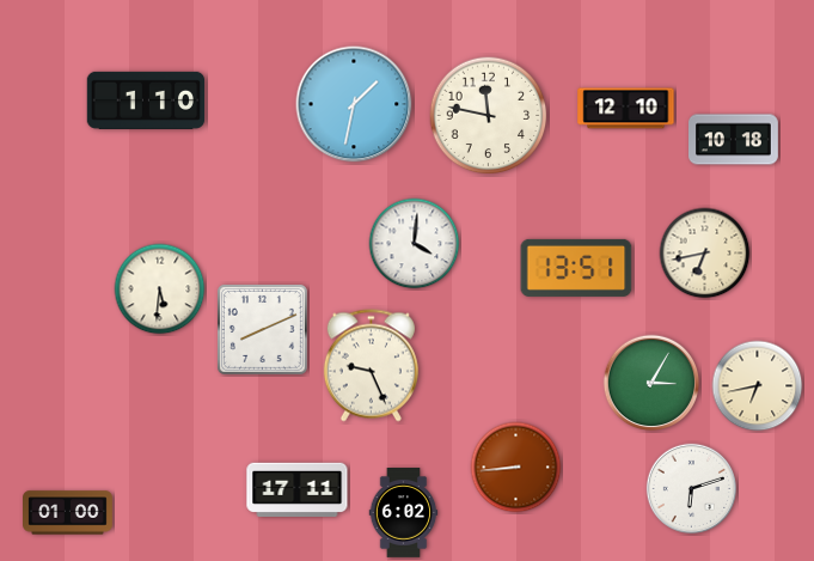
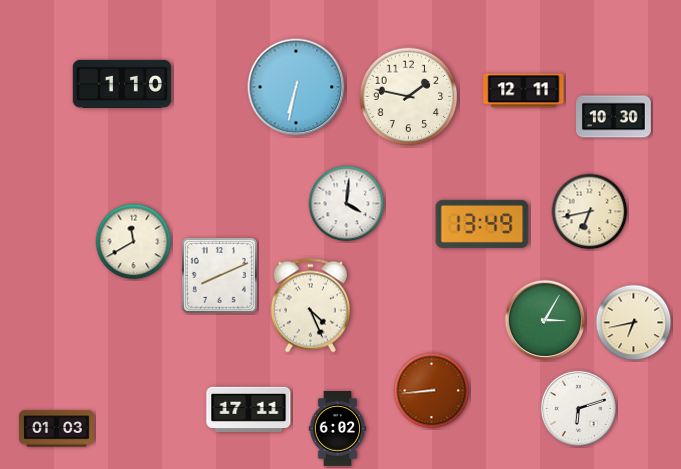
clock at (354, 104): 1:32 -> 6:32
clock at (626, 109): 12:10 -> 12:11
clock at (489, 116): 11:47 -> 1:47
clock at (734, 140): 10:18 -> 10:30
clock at (576, 268): 13:51 -> 13:49
clock at (160, 289): 5:31 -> 11:40
clock at (371, 366): 9:26 -> 4:26
clock at (68, 513): 01:00 -> 01:03
